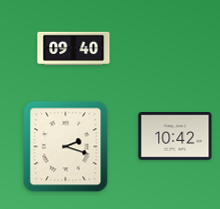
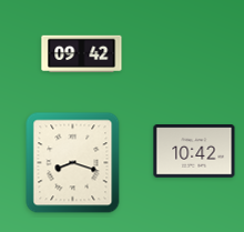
clock at (74, 49): 09:40 -> 09:42
clock at (66, 147): 2:18 -> 8:18
